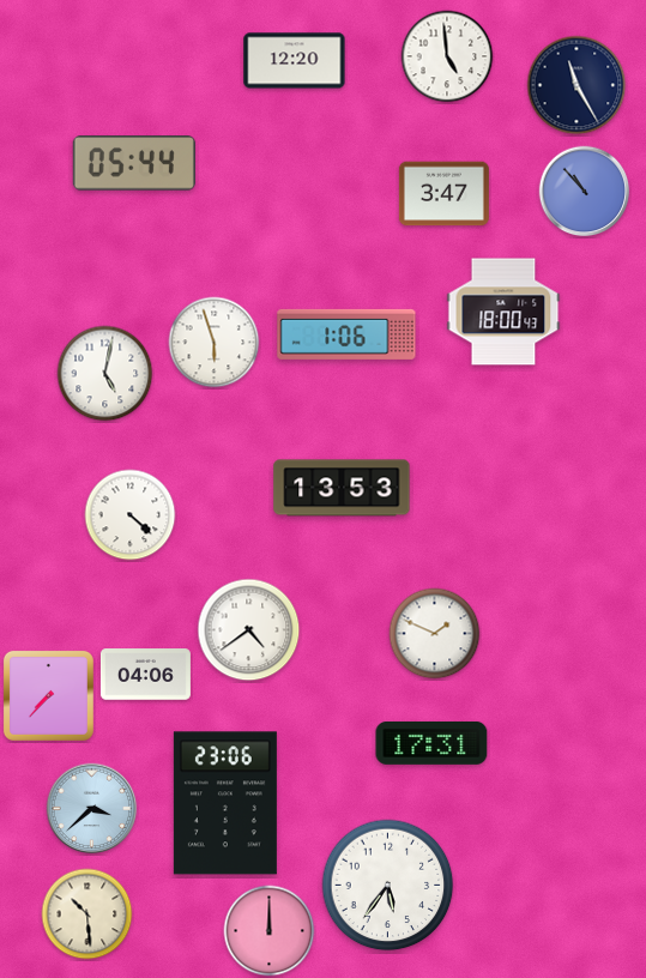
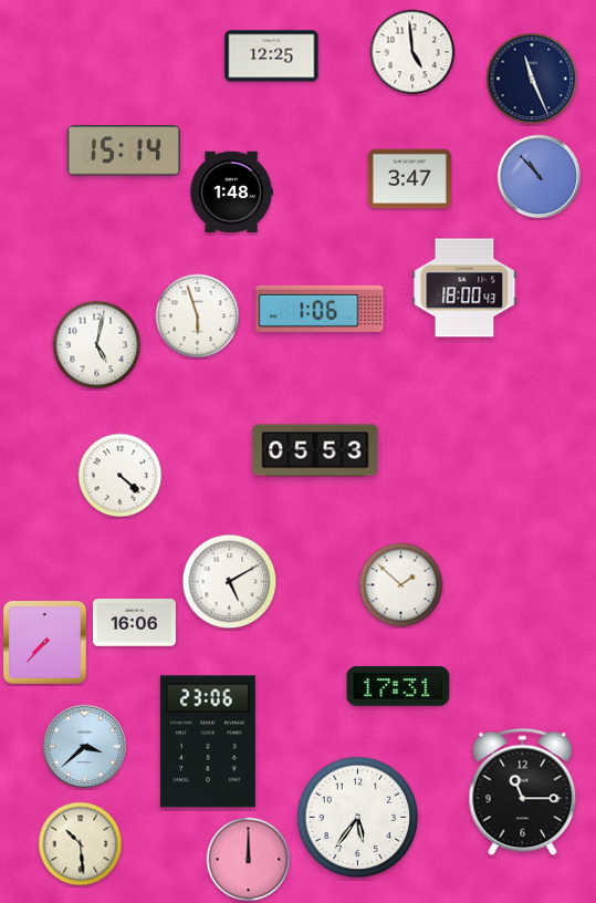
clock at (295, 61): 12:20 -> 12:25
clock at (576, 85): 11:25 -> 11:26
clock at (134, 163): 05:44 -> 15:14
clock at (231, 193): none -> 1:48
clock at (342, 488): 13:53 -> 05:53
clock at (249, 630): 4:39 -> 5:10
clock at (435, 634): 1:49 -> 1:52
clock at (145, 675): 04:06 -> 16:06
clock at (523, 792): none -> 11:15
